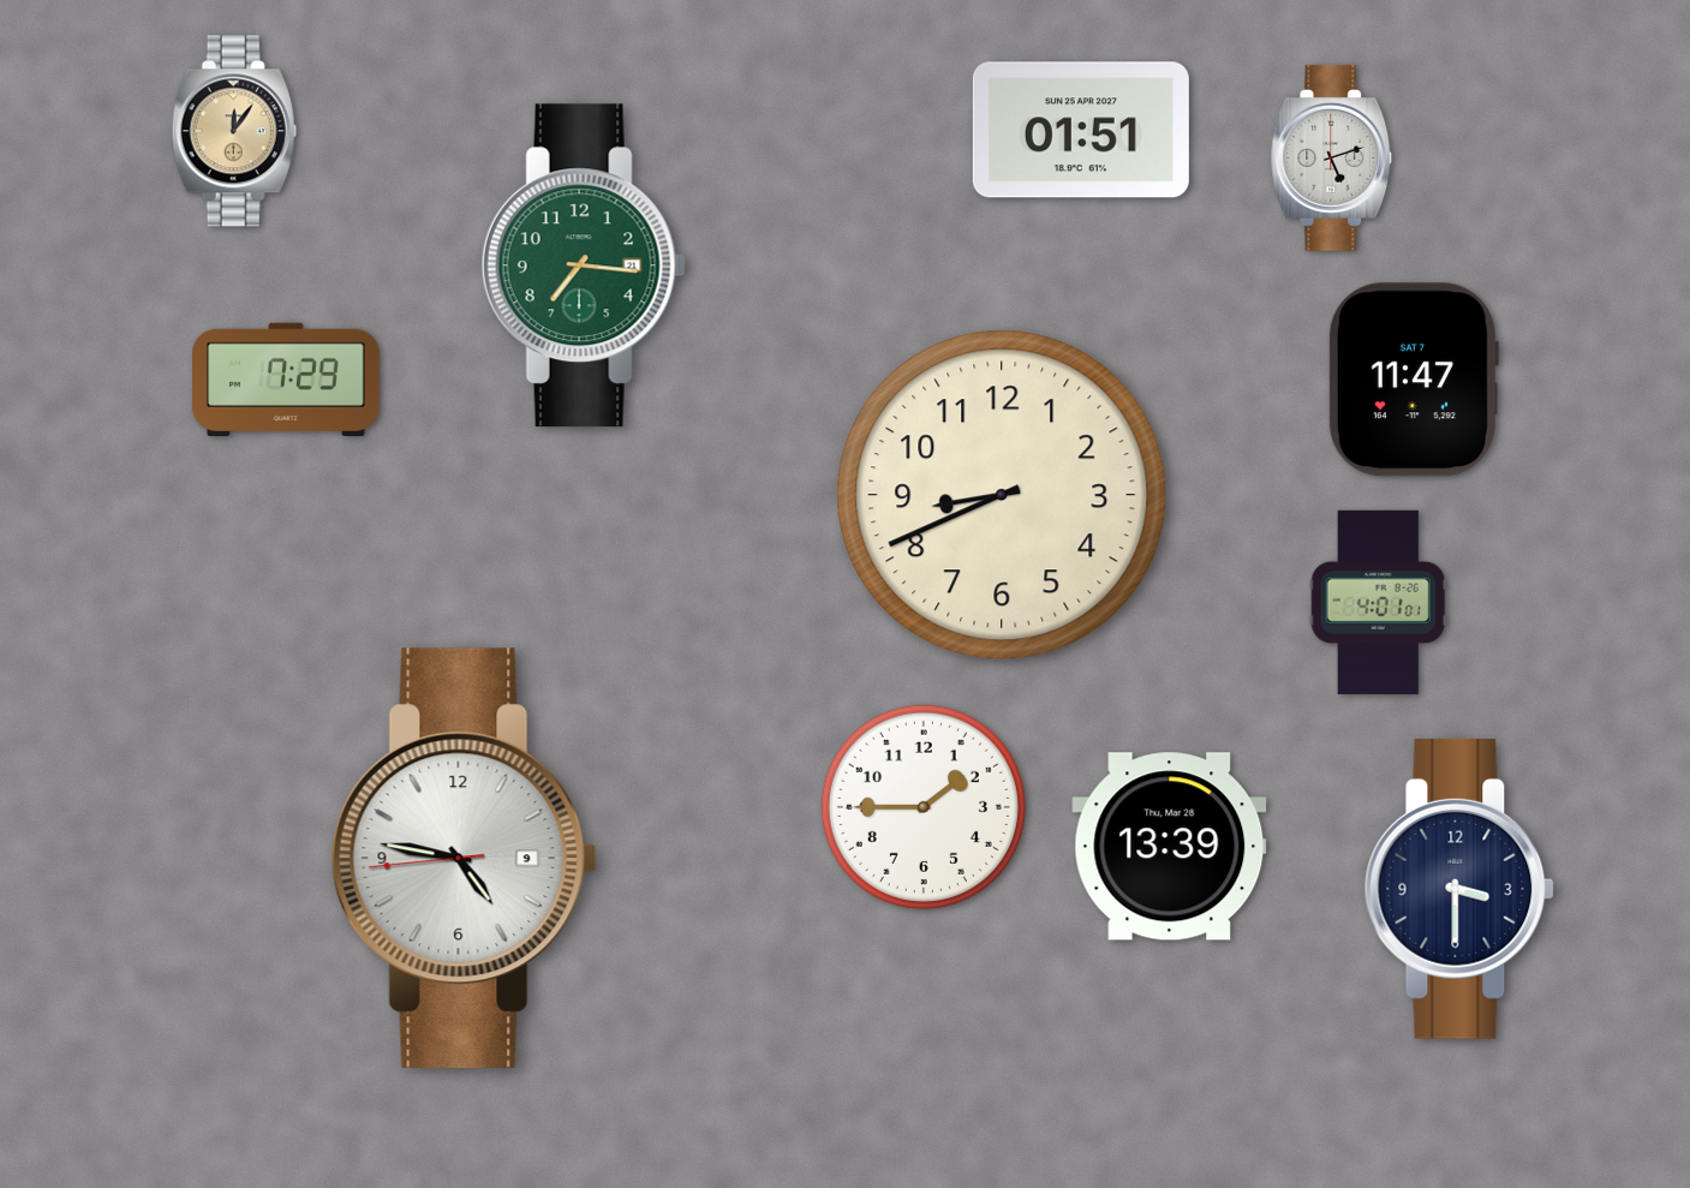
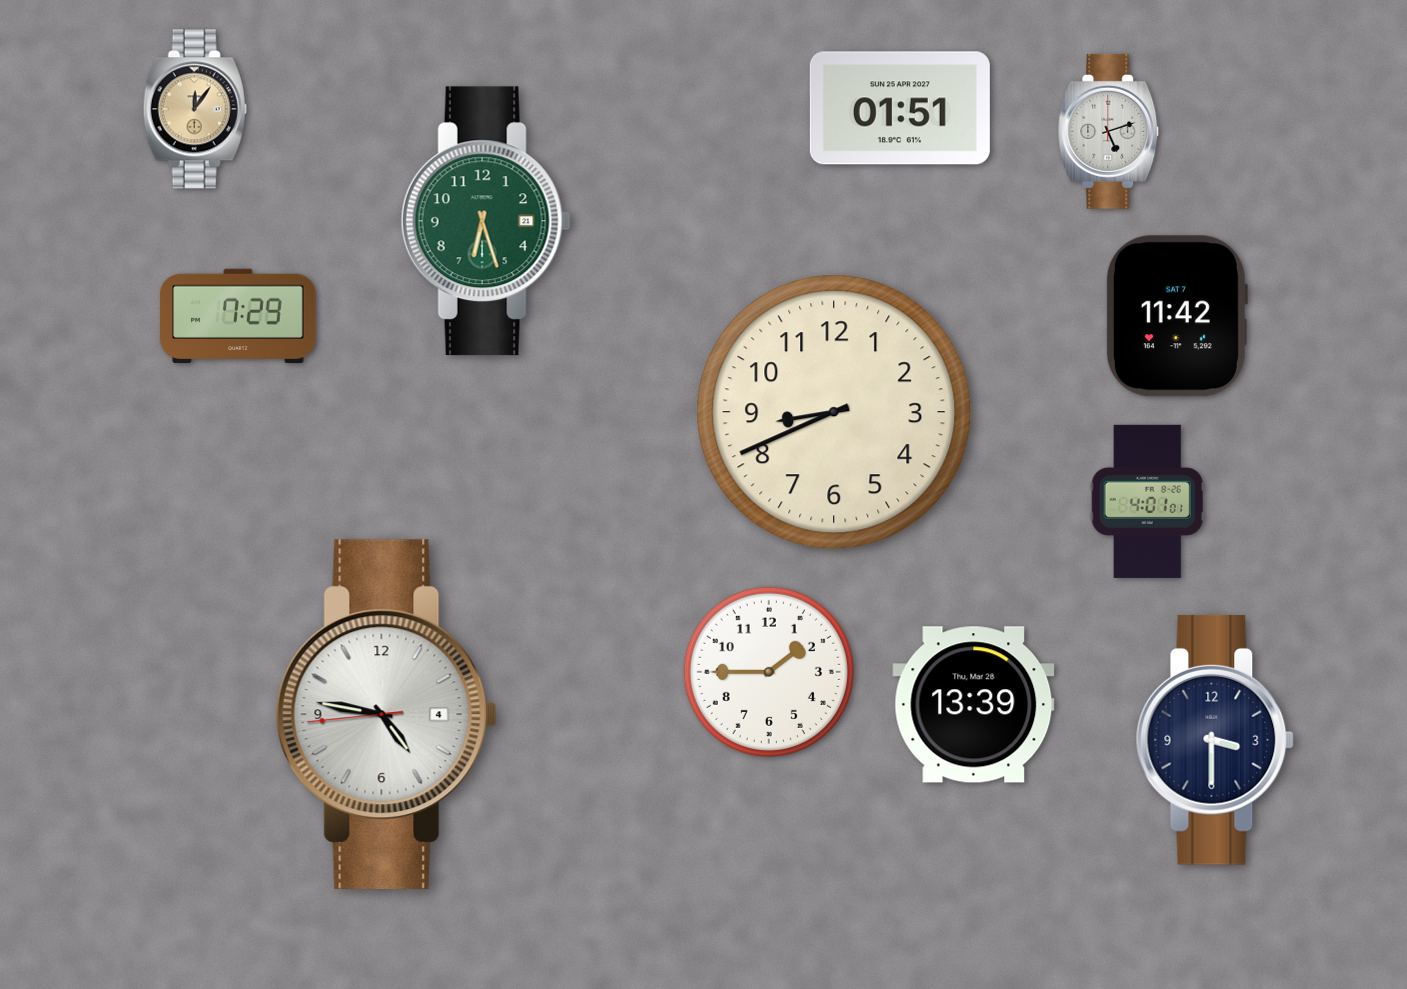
clock at (584, 265): 7:16 -> 6:27
clock at (1414, 380): 11:47 -> 11:42
clock at (464, 858) date: 9 -> 4
